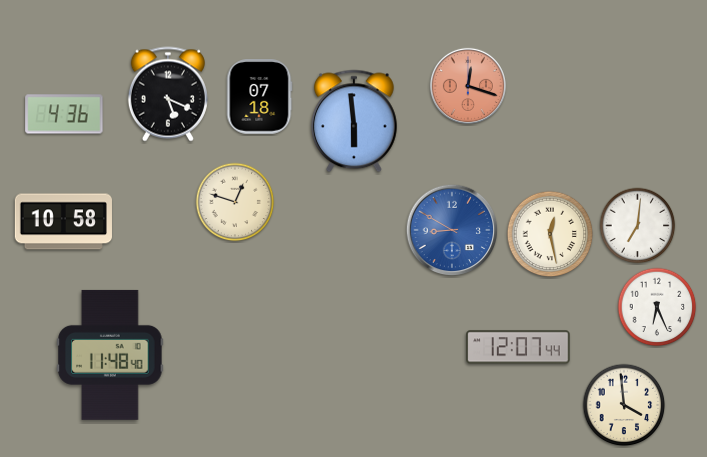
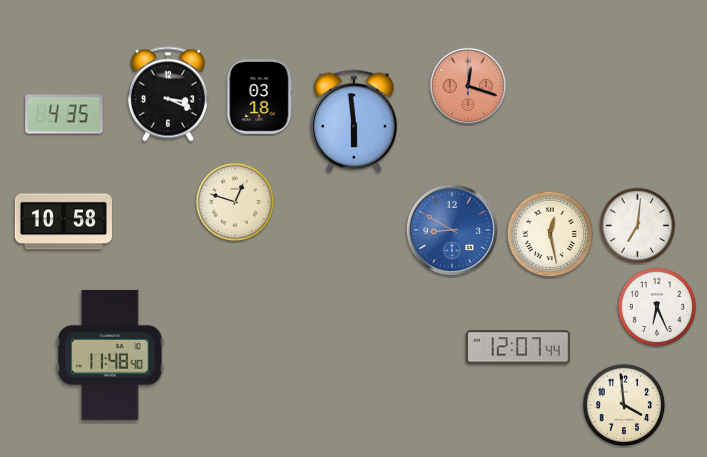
clock at (168, 94): 5:19 -> 3:19
clock at (259, 97): 07:18 -> 03:18
clock at (64, 114): 4:36 -> 4:35
